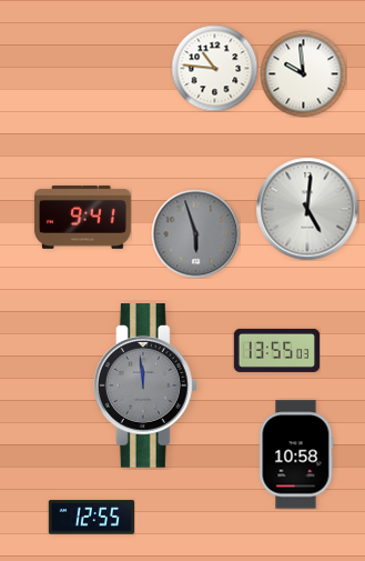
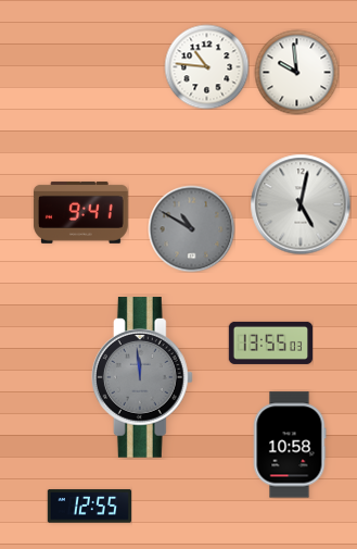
clock at (214, 68) position: (214, 68) -> (206, 66)
clock at (307, 209): 5:01 -> 5:02
clock at (195, 233): 5:57 -> 10:50
